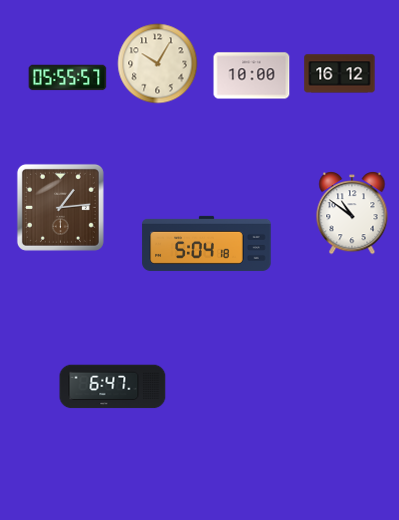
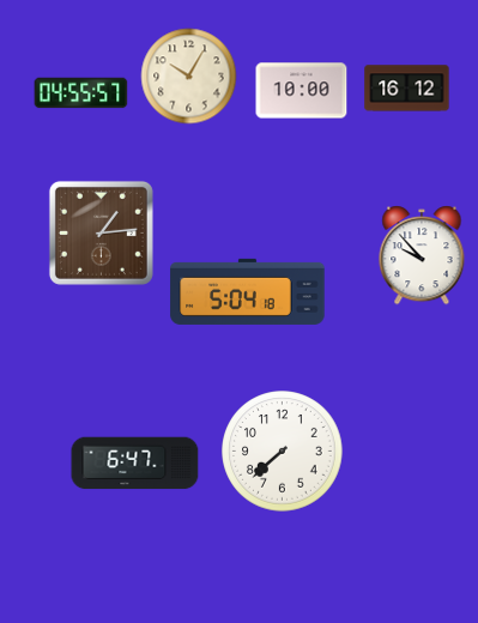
clock at (68, 78): 05:55 -> 04:55
clock at (60, 207) position: (60, 207) -> (101, 232)
clock at (352, 213): 10:51 -> 9:53
clock at (283, 452): none -> 7:38
